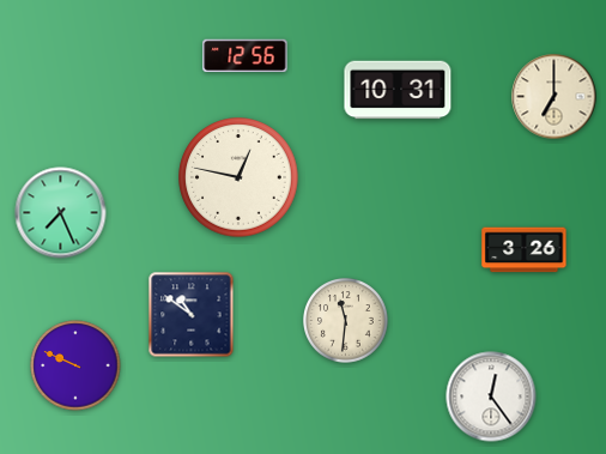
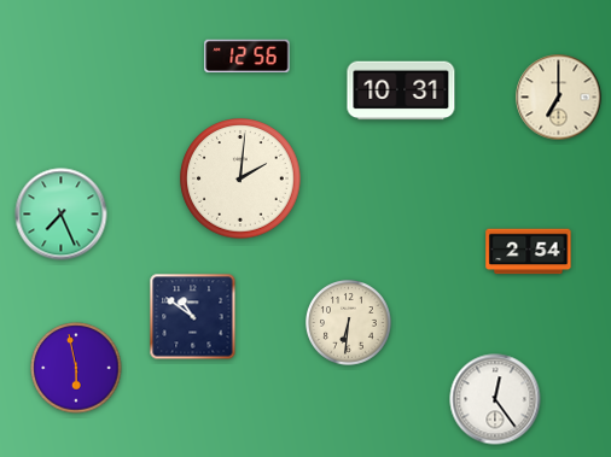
clock at (238, 177): 12:47 -> 2:01
clock at (525, 250): 3:26 -> 2:54
clock at (346, 321): 11:31 -> 6:31
clock at (75, 365): 9:49 -> 5:58
